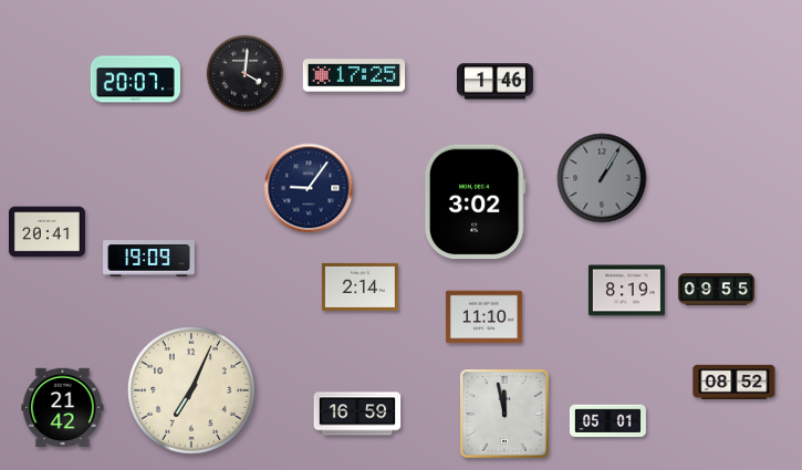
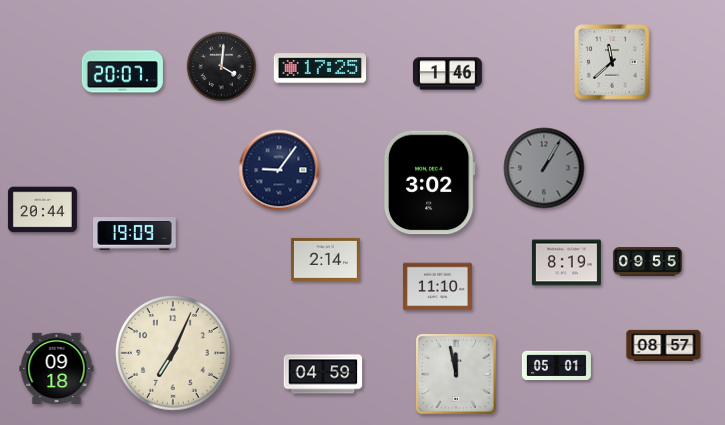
clock at (612, 62): none -> 11:38
clock at (602, 178) position: (602, 178) -> (544, 168)
clock at (46, 232): 20:41 -> 20:44
clock at (735, 382): 08:52 -> 08:57
clock at (63, 407): 21:42 -> 09:18
clock at (357, 414): 16:59 -> 04:59
clock at (607, 421) position: (607, 421) -> (556, 366)
